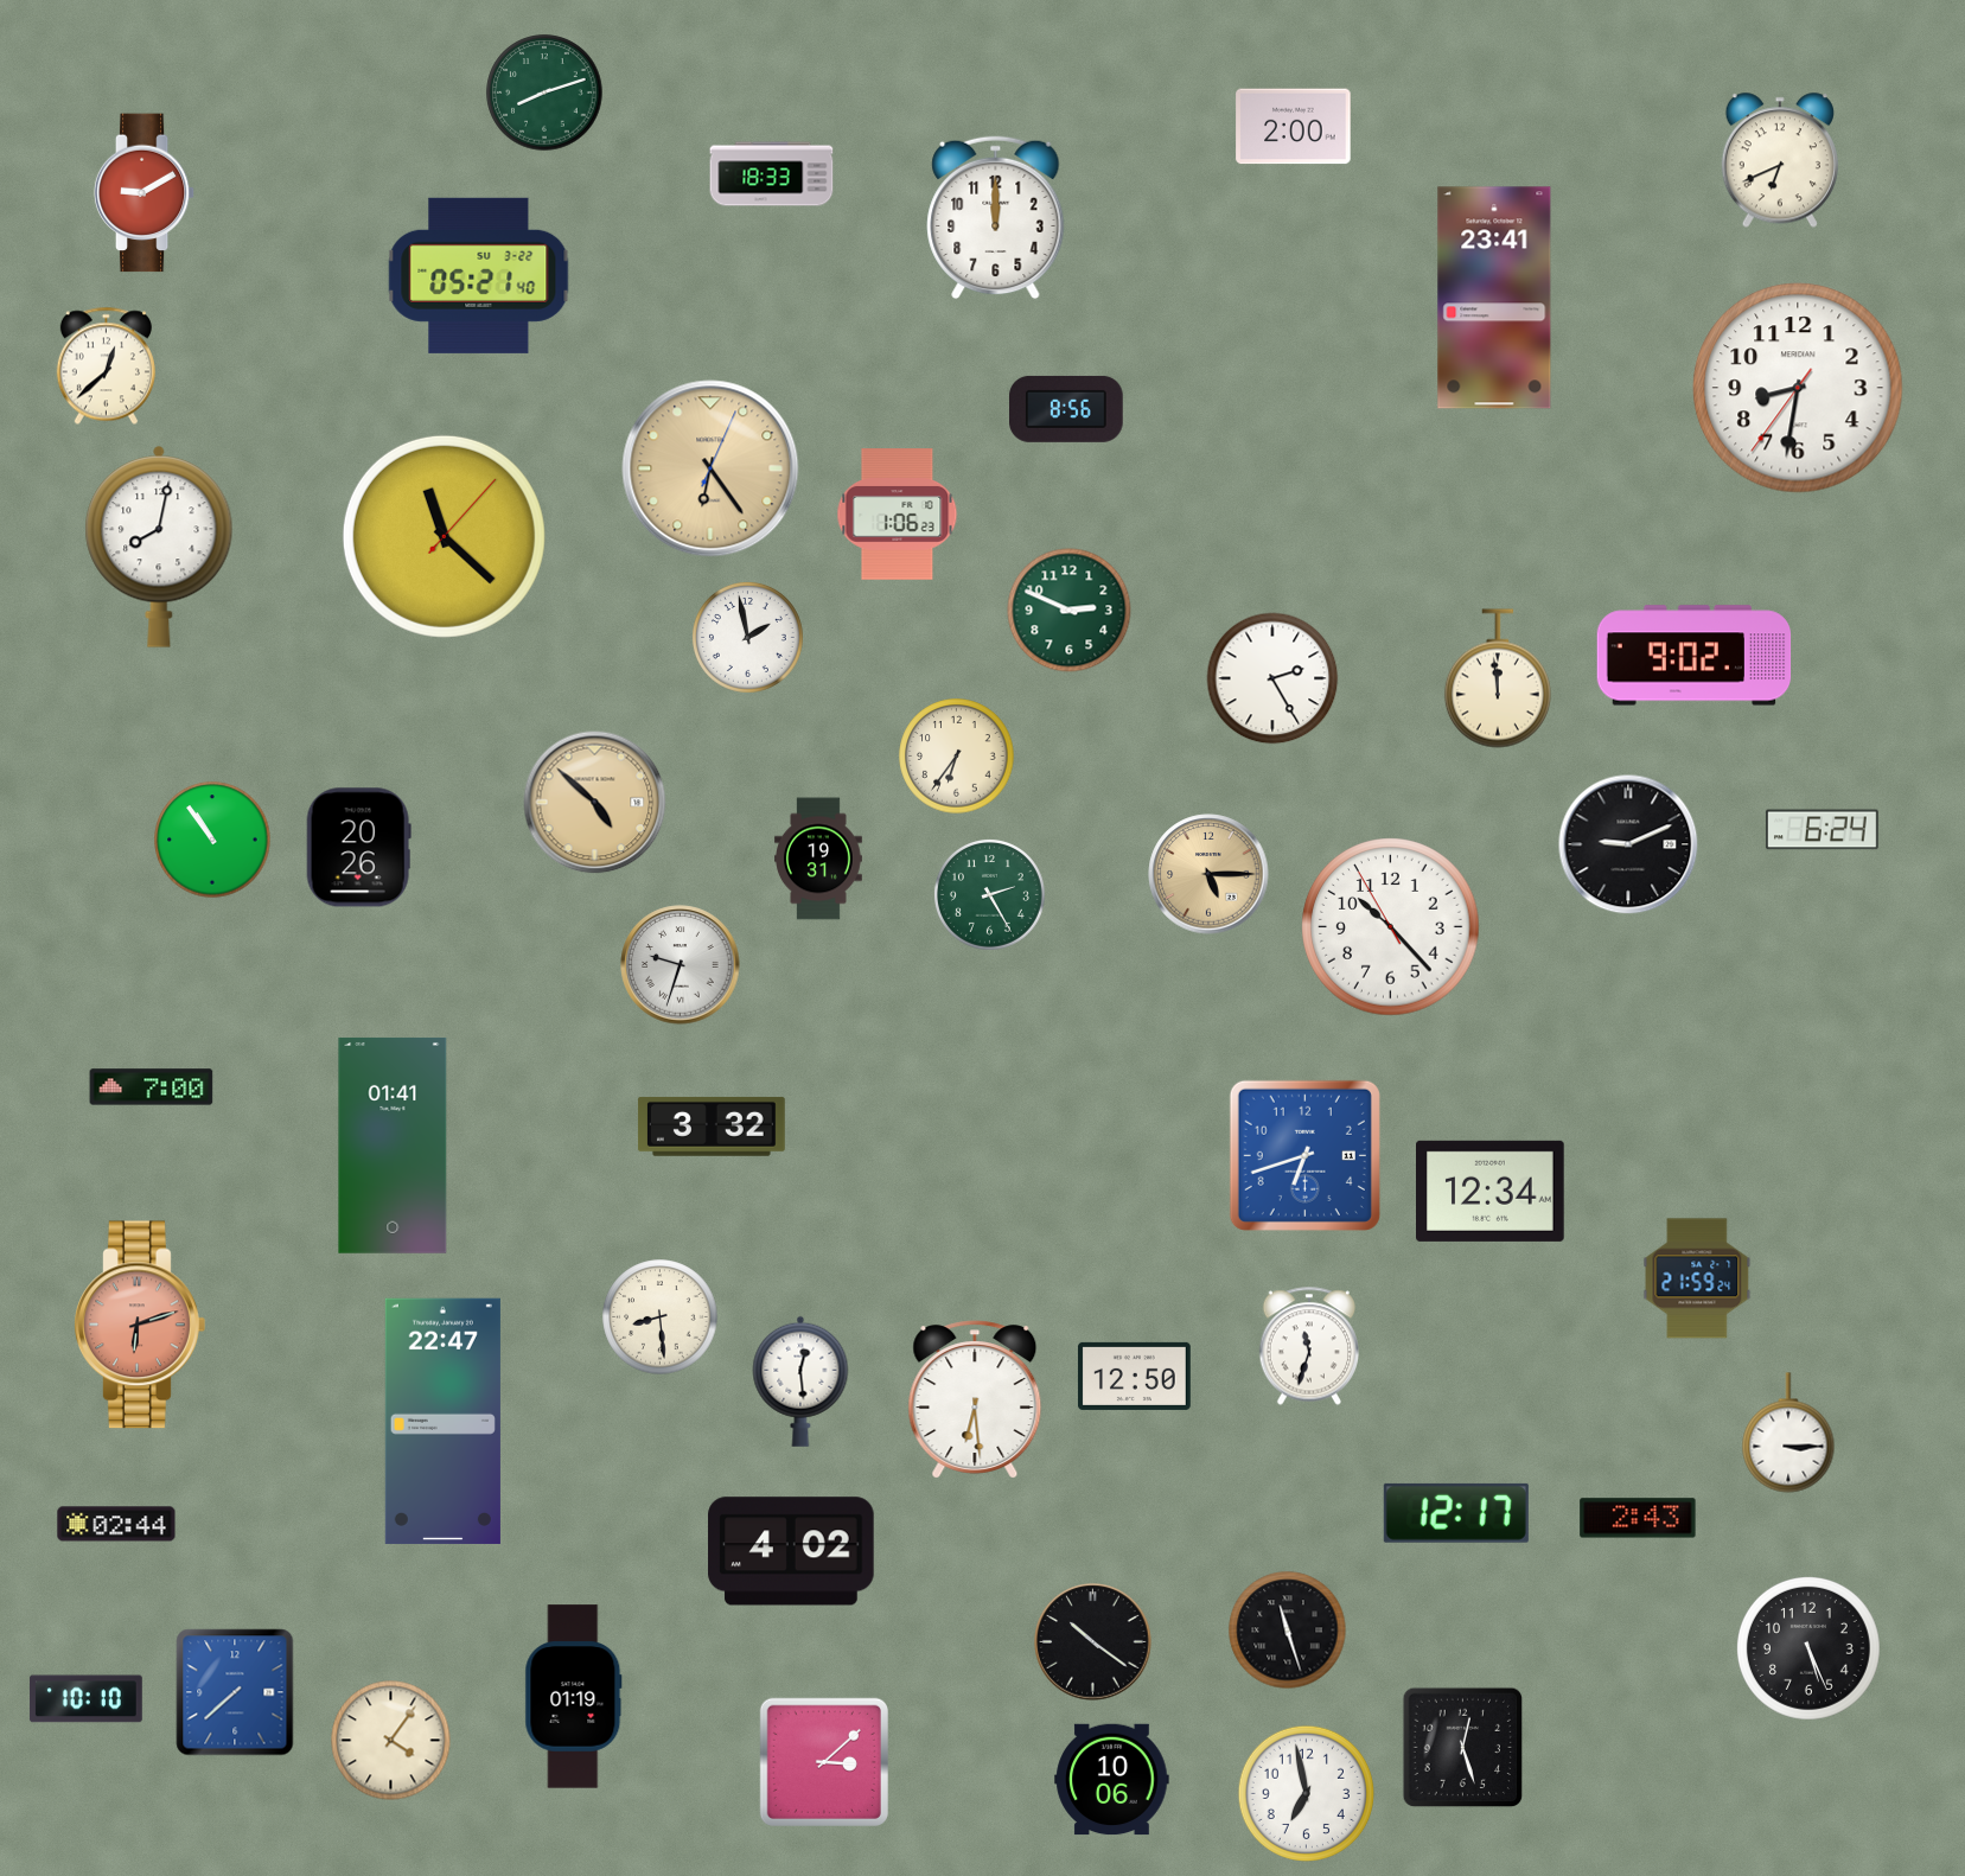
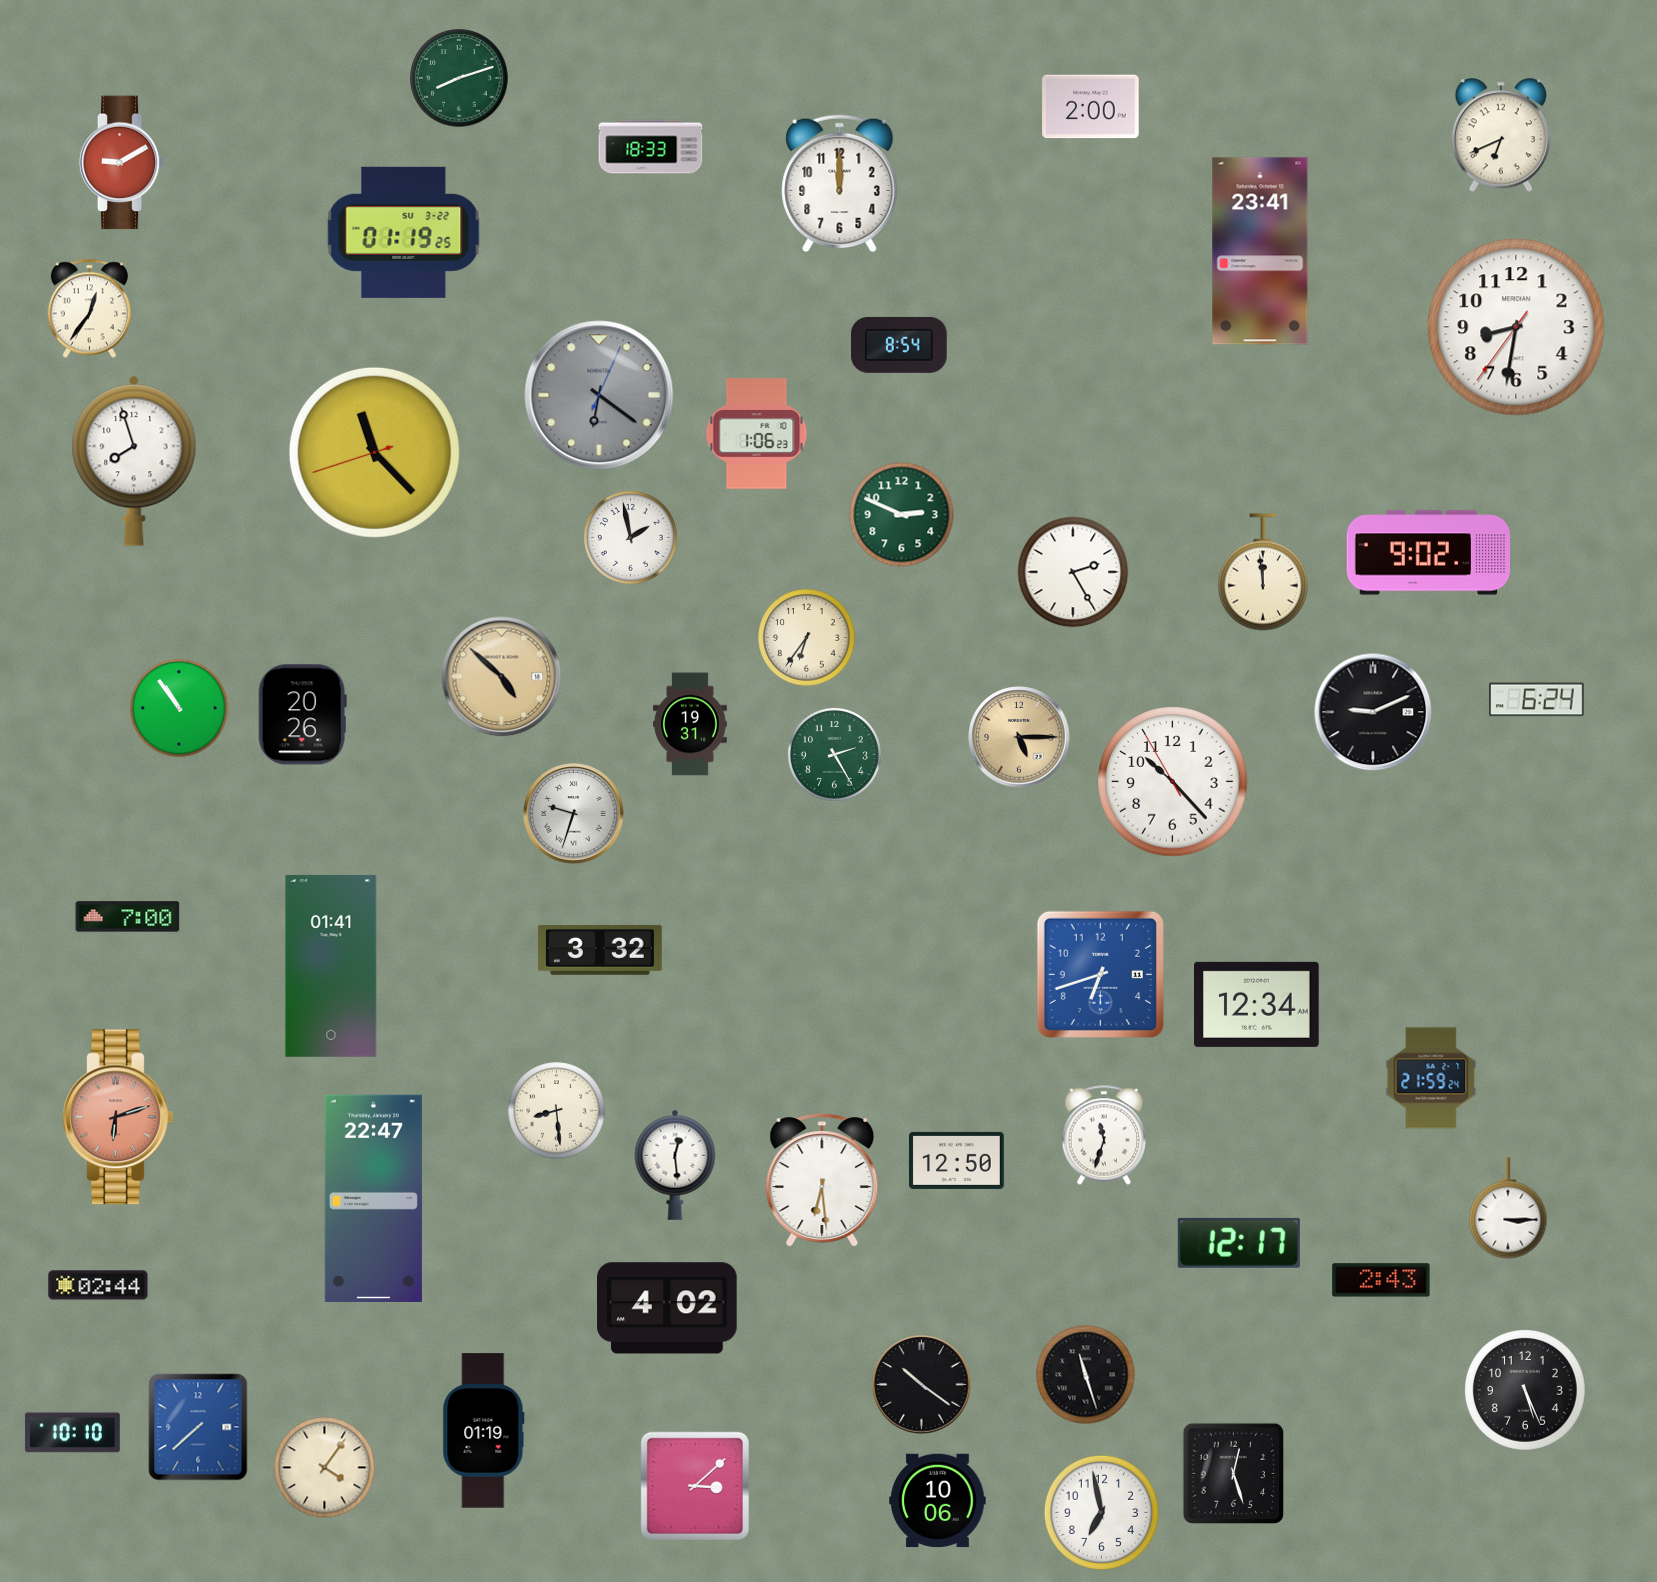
clock at (479, 275): 05:21 -> 01:19
clock at (106, 366): 12:38 -> 12:36
clock at (1066, 409): 8:56 -> 8:54
clock at (710, 468): 6:24 -> 6:21
clock at (710, 468) dial: champagne -> grey
clock at (444, 536): 11:22:07 -> 11:22:42
clock at (159, 547): 8:02 -> 7:57
clock at (1456, 1513) position: (1456, 1513) -> (1239, 1243)
clock at (391, 1741) position: (391, 1741) -> (325, 1468)
